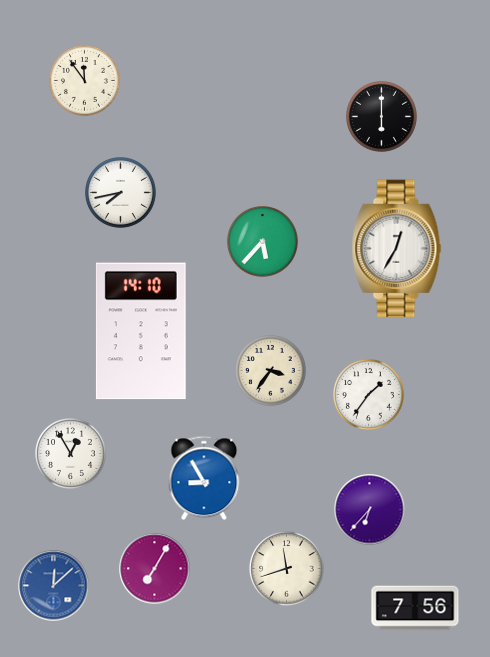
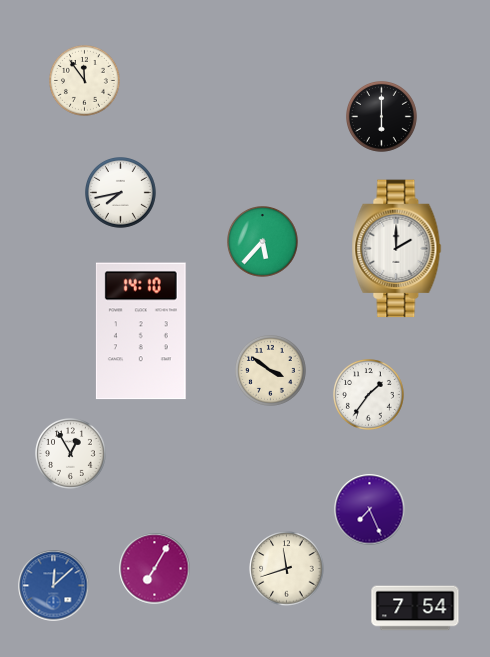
clock at (397, 249): 12:35 -> 2:00
clock at (271, 371): 3:36 -> 3:51
clock at (204, 478): 8:55 -> none
clock at (370, 510): 6:37 -> 7:26
clock at (415, 608): 7:56 -> 7:54
